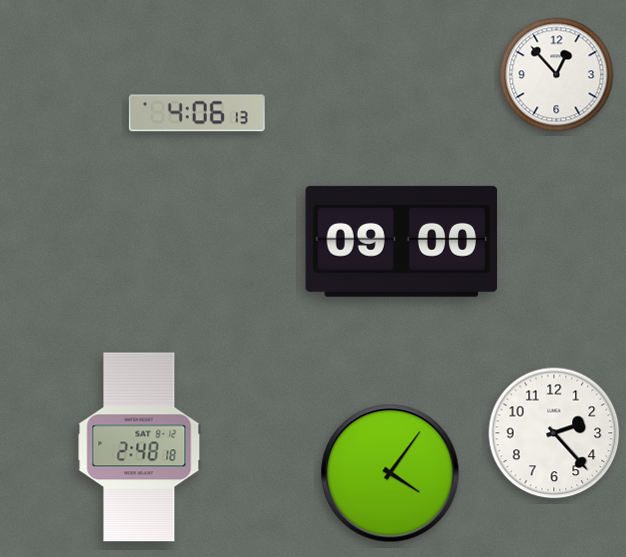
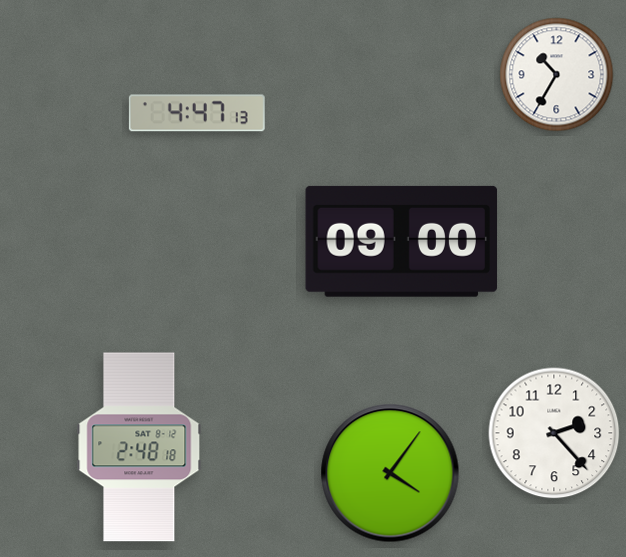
clock at (557, 75): 12:53 -> 10:35
clock at (197, 113): 4:06 -> 4:47
